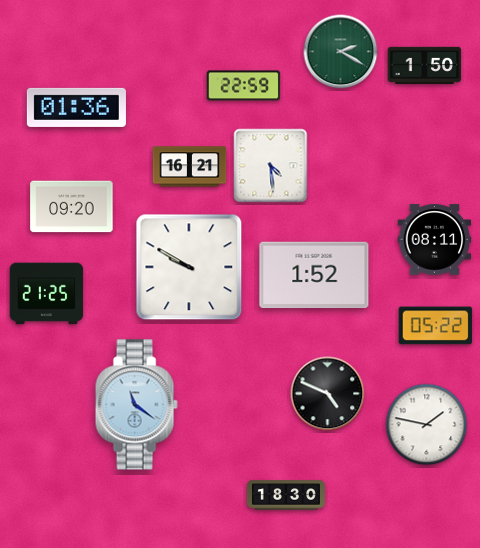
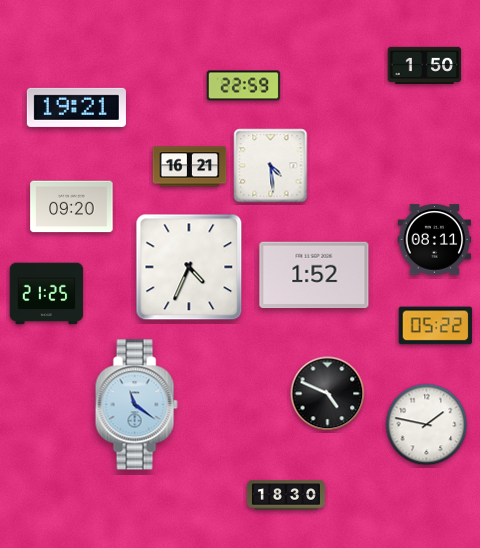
clock at (341, 52): 2:20 -> none
clock at (76, 107): 01:36 -> 19:21
clock at (189, 267): 9:50 -> 4:34
